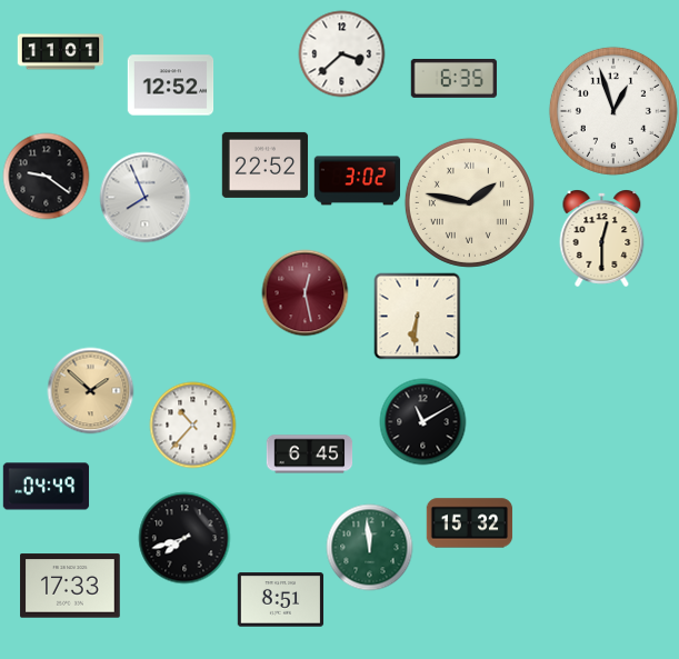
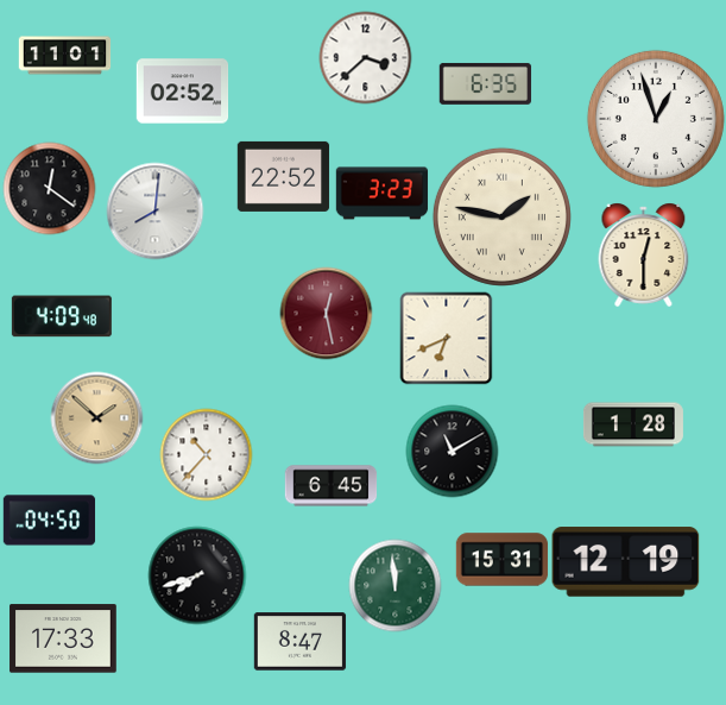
clock at (170, 86): 12:52 -> 02:52
clock at (46, 176): 9:21 -> 12:21
clock at (357, 181): 3:02 -> 3:23
clock at (144, 197): 7:56 -> 8:01
clock at (62, 316): none -> 4:09
clock at (417, 316): 6:31 -> 6:41
clock at (633, 424): none -> 1:28
clock at (46, 487): 04:49 -> 04:50
clock at (469, 523): 15:32 -> 15:31
clock at (626, 562): none -> 12:19
clock at (70, 586) position: (70, 586) -> (63, 638)
clock at (280, 600): 8:51 -> 8:47
